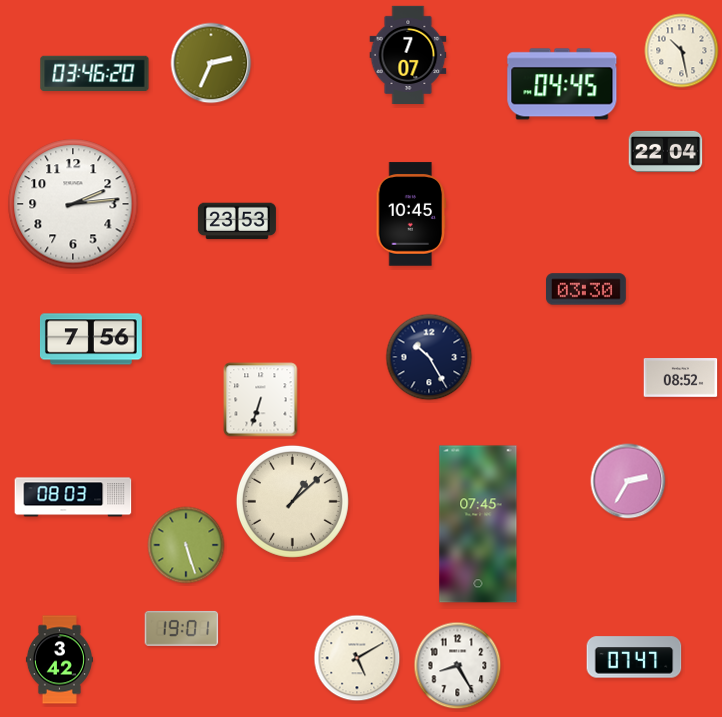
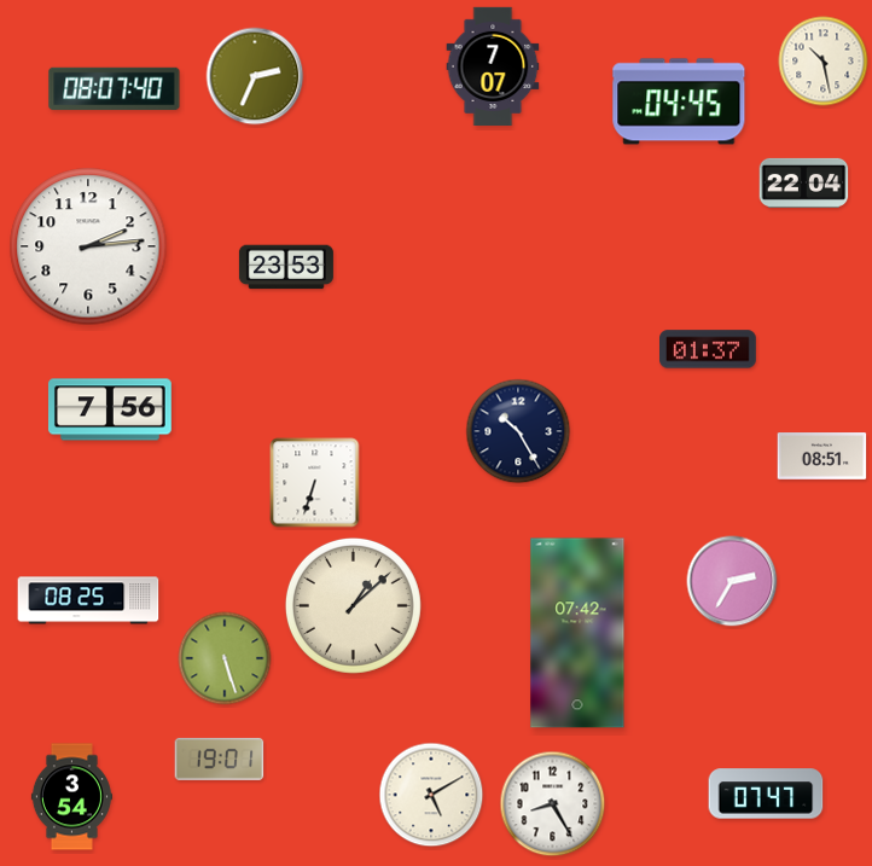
clock at (95, 74): 03:46 -> 08:07
clock at (411, 214): 10:45 -> none
clock at (587, 289): 03:30 -> 01:37
clock at (681, 378): 08:52 -> 08:51
clock at (628, 481) position: (628, 481) -> (732, 581)
clock at (73, 497): 08:03 -> 08:25
clock at (478, 524): 07:45 -> 07:42
clock at (59, 660): 3:42 -> 3:54
